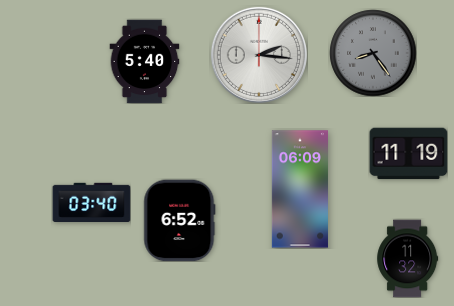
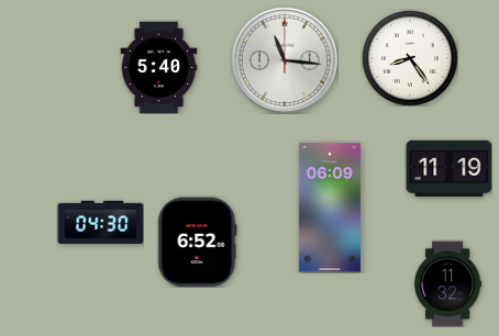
clock at (373, 53) dial: grey -> white
clock at (259, 55): 2:16 -> 11:16
clock at (91, 203): 03:40 -> 04:30
